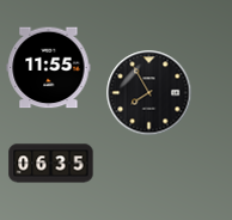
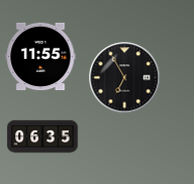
clock at (149, 93): 7:55 -> 6:55
